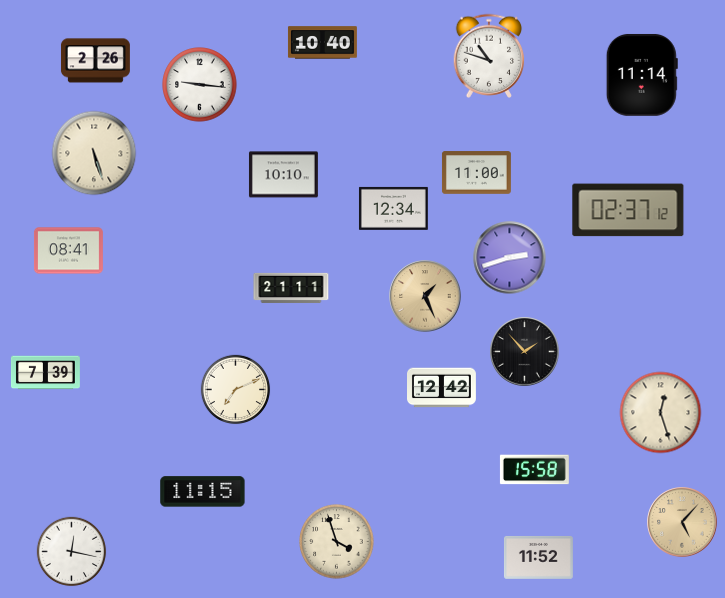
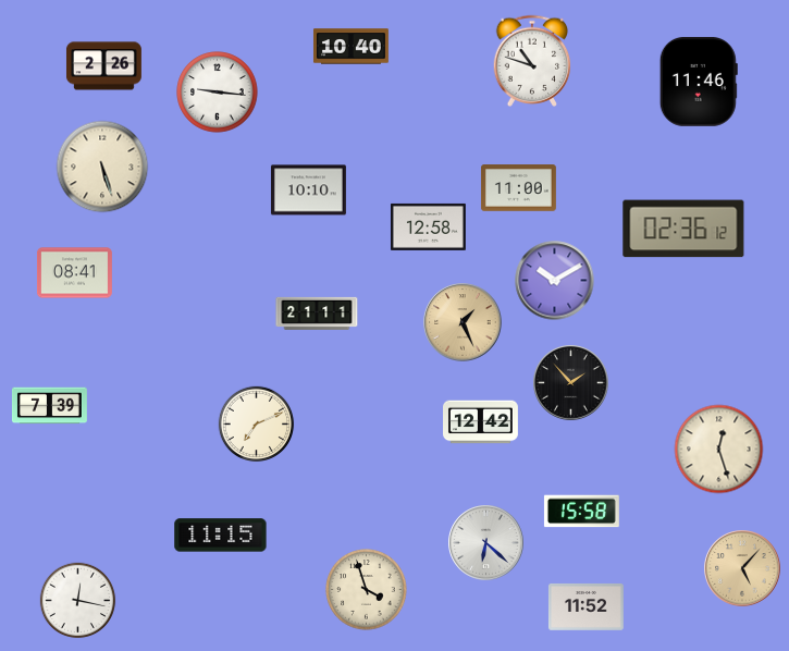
clock at (642, 75): 11:14 -> 11:46
clock at (393, 208): 12:34 -> 12:58
clock at (628, 210): 02:37 -> 02:36
clock at (510, 258): 2:42 -> 10:10
clock at (486, 543): none -> 6:22
